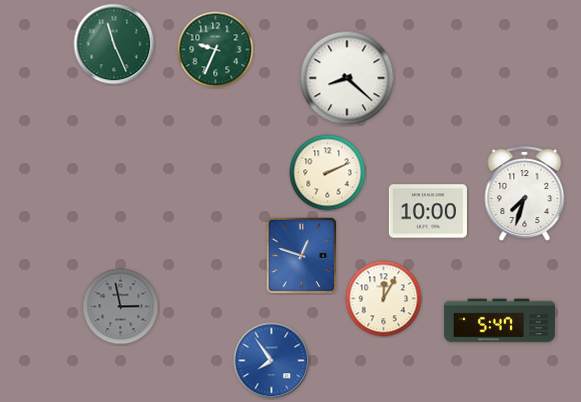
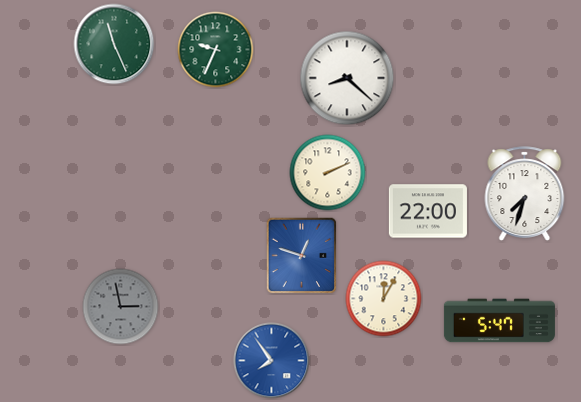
clock at (428, 211): 10:00 -> 22:00
